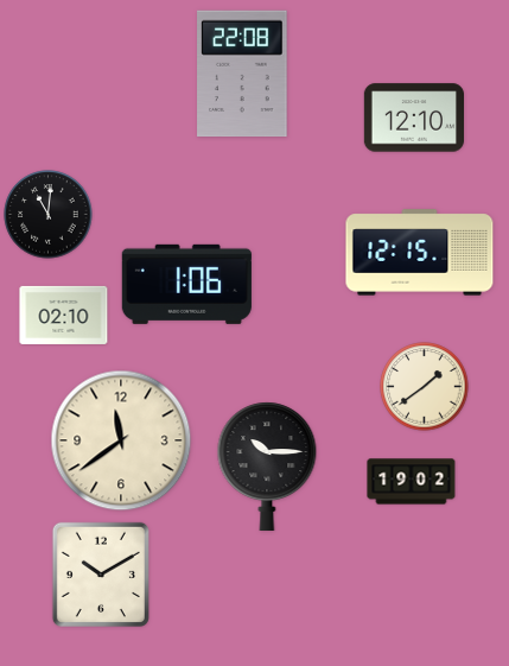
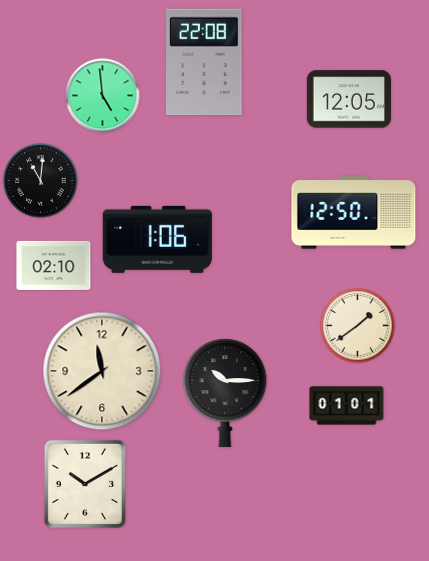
clock at (103, 96): none -> 4:59
clock at (413, 118): 12:10 -> 12:05
clock at (420, 253): 12:15 -> 12:50
clock at (412, 482): 19:02 -> 01:01
